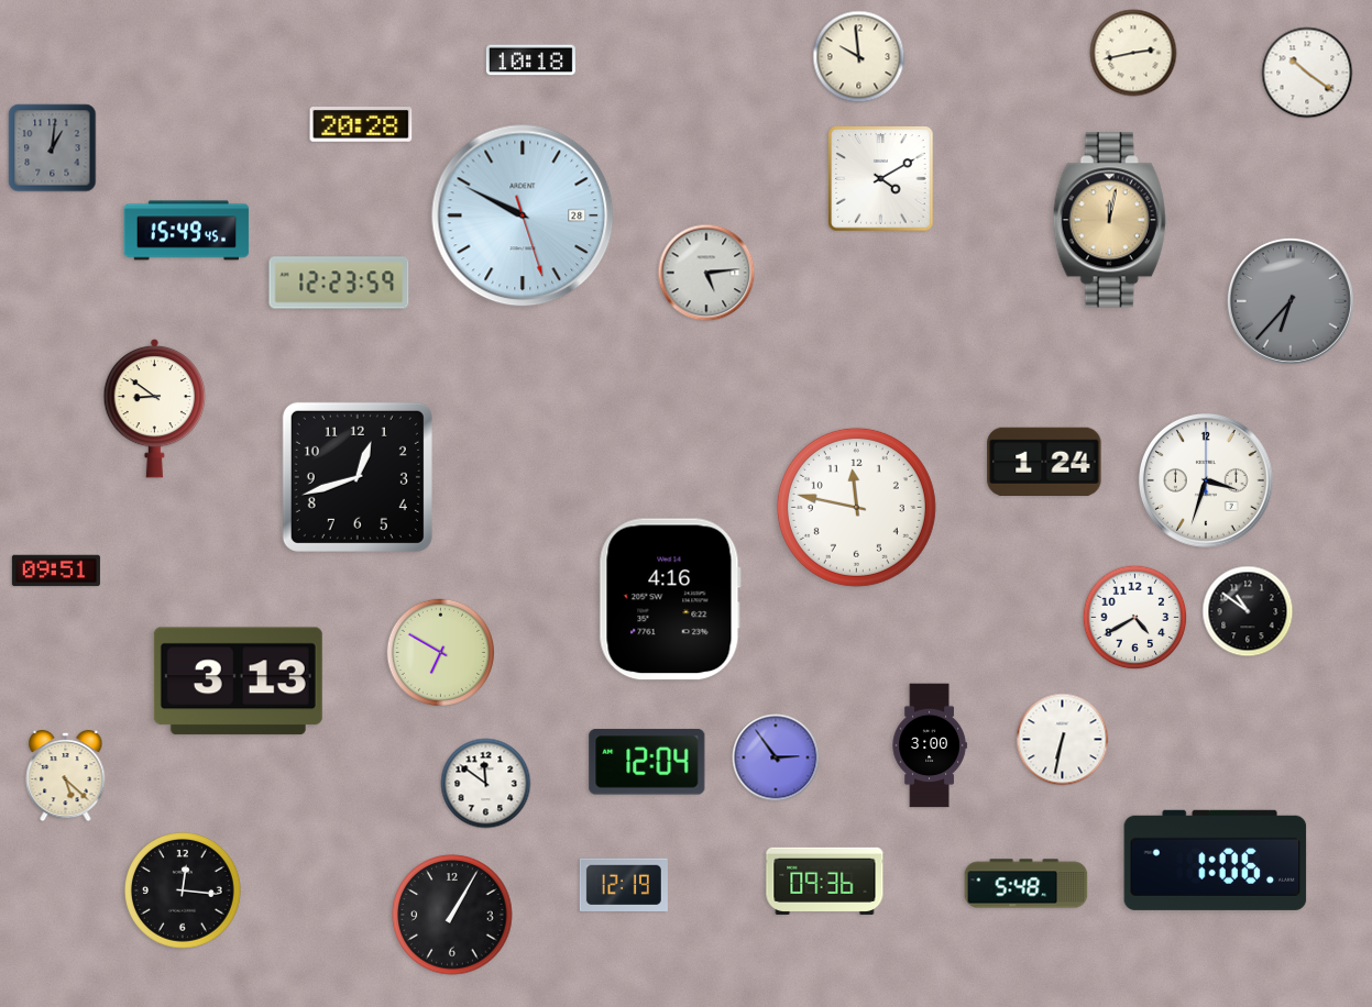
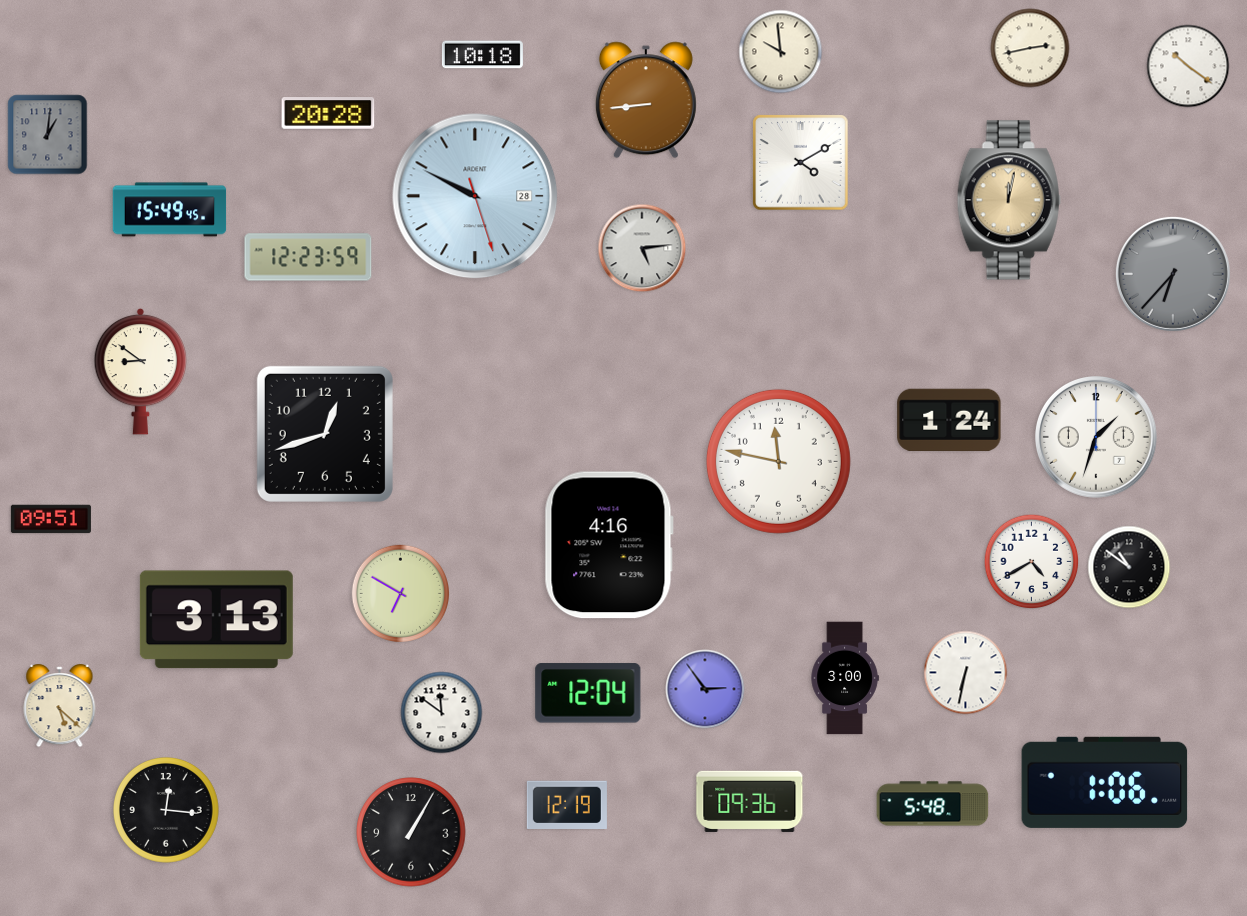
clock at (646, 100): none -> 8:44
clock at (1207, 482): 3:33 -> 1:33
clock at (1248, 611) position: (1248, 611) -> (1129, 567)
